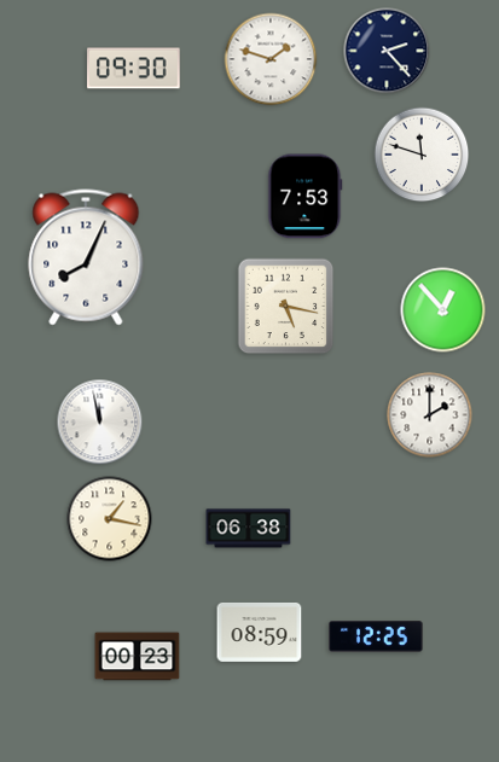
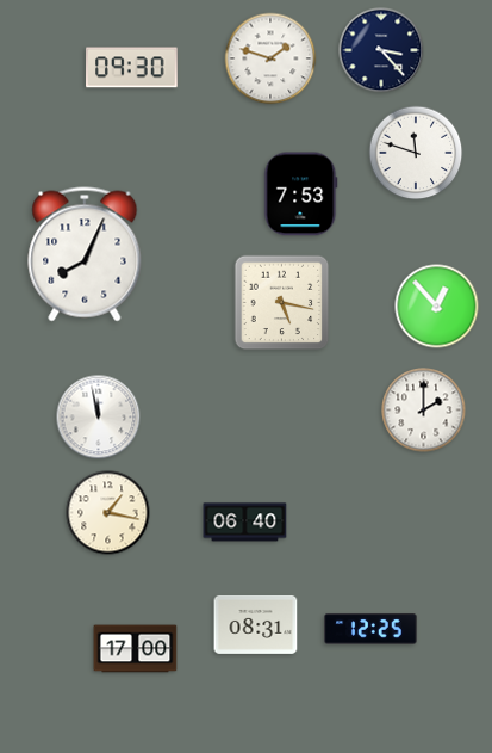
clock at (387, 51): 2:23 -> 3:23
clock at (271, 59) position: (271, 59) -> (270, 58)
clock at (249, 529): 06:38 -> 06:40
clock at (260, 632): 08:59 -> 08:31
clock at (138, 657): 00:23 -> 17:00
